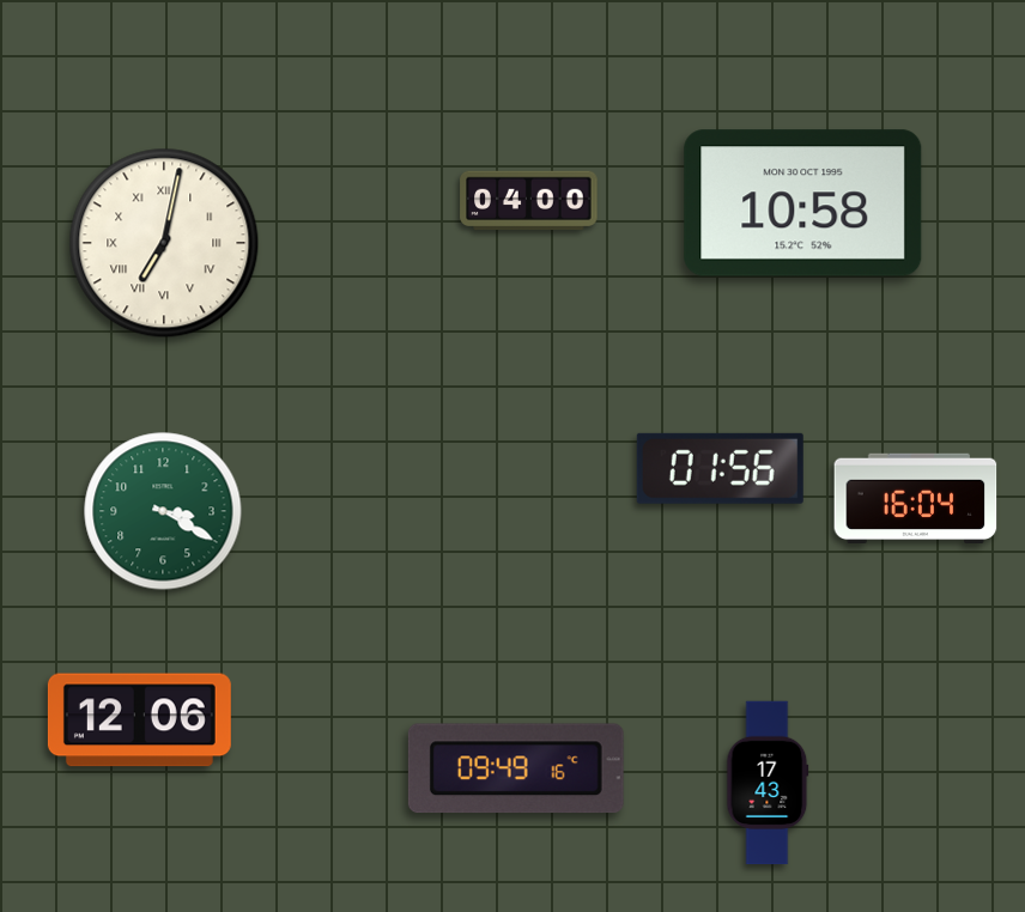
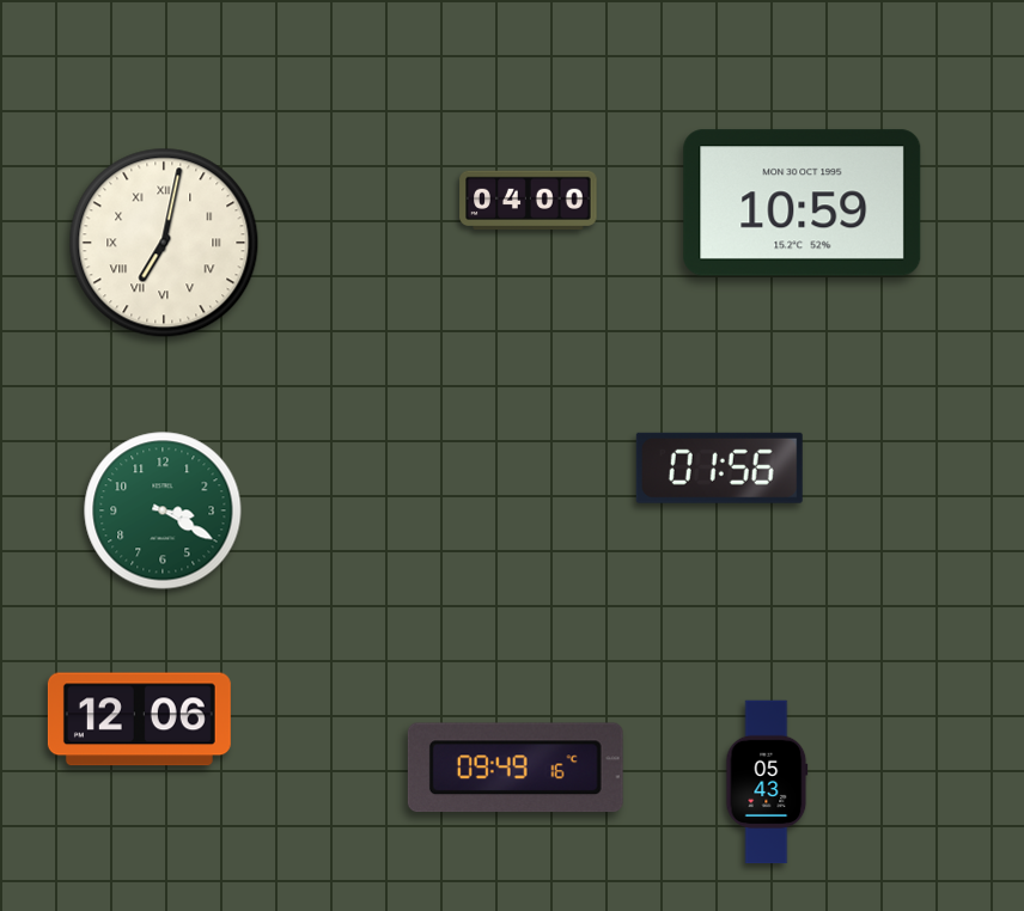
clock at (803, 203): 10:58 -> 10:59
clock at (916, 499): 16:04 -> none
clock at (768, 783): 17:43 -> 05:43
